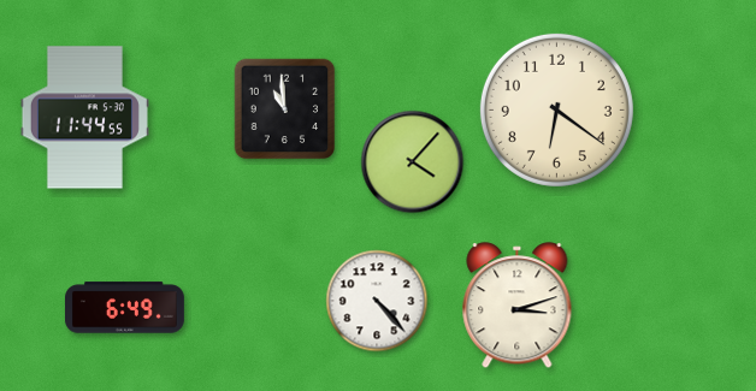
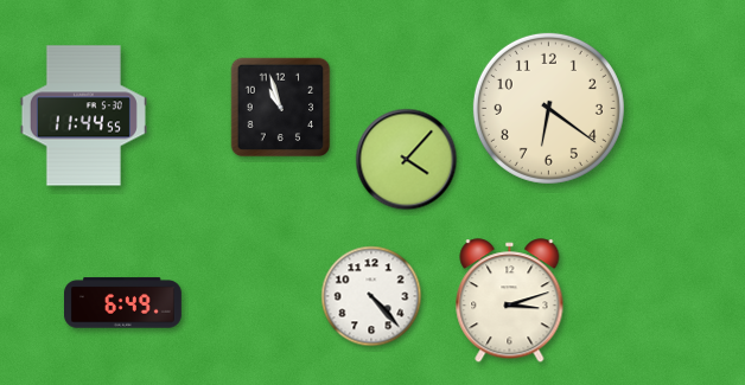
clock at (285, 109): 10:59 -> 10:57
